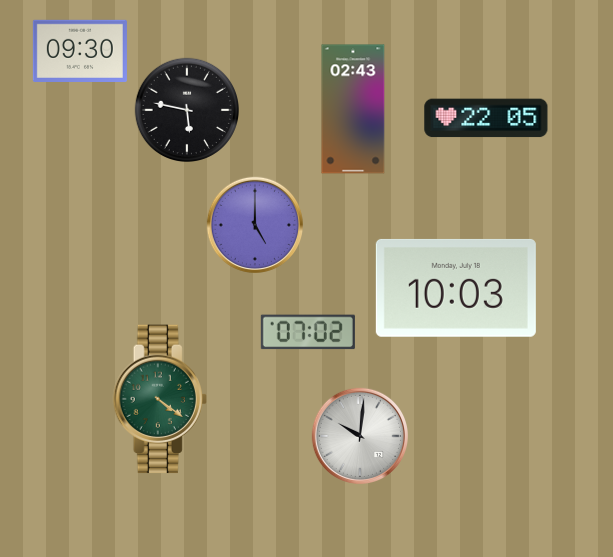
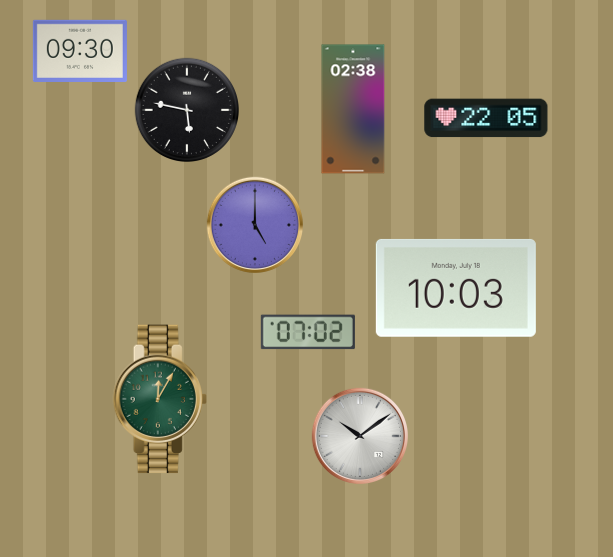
clock at (353, 109): 02:43 -> 02:38
clock at (160, 399): 4:21 -> 12:05
clock at (360, 436): 10:01 -> 10:09
